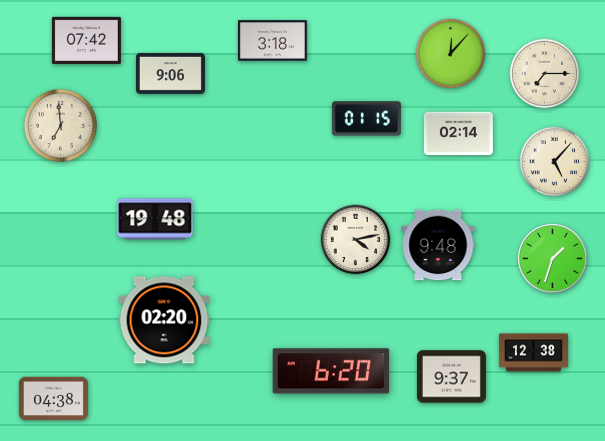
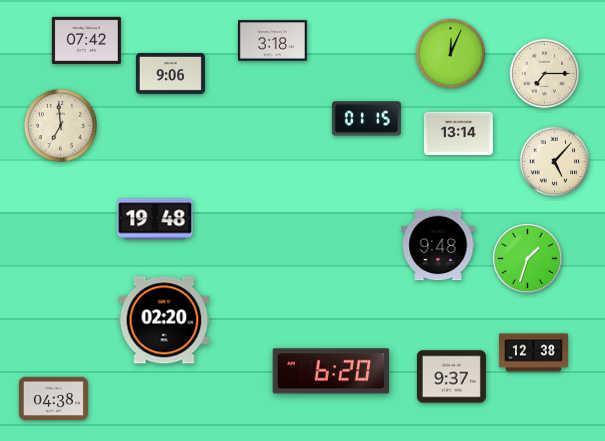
clock at (451, 54): 12:07 -> 12:04
clock at (458, 134): 02:14 -> 13:14
clock at (356, 240): 4:13 -> none
clock at (553, 259) position: (553, 259) -> (528, 259)
